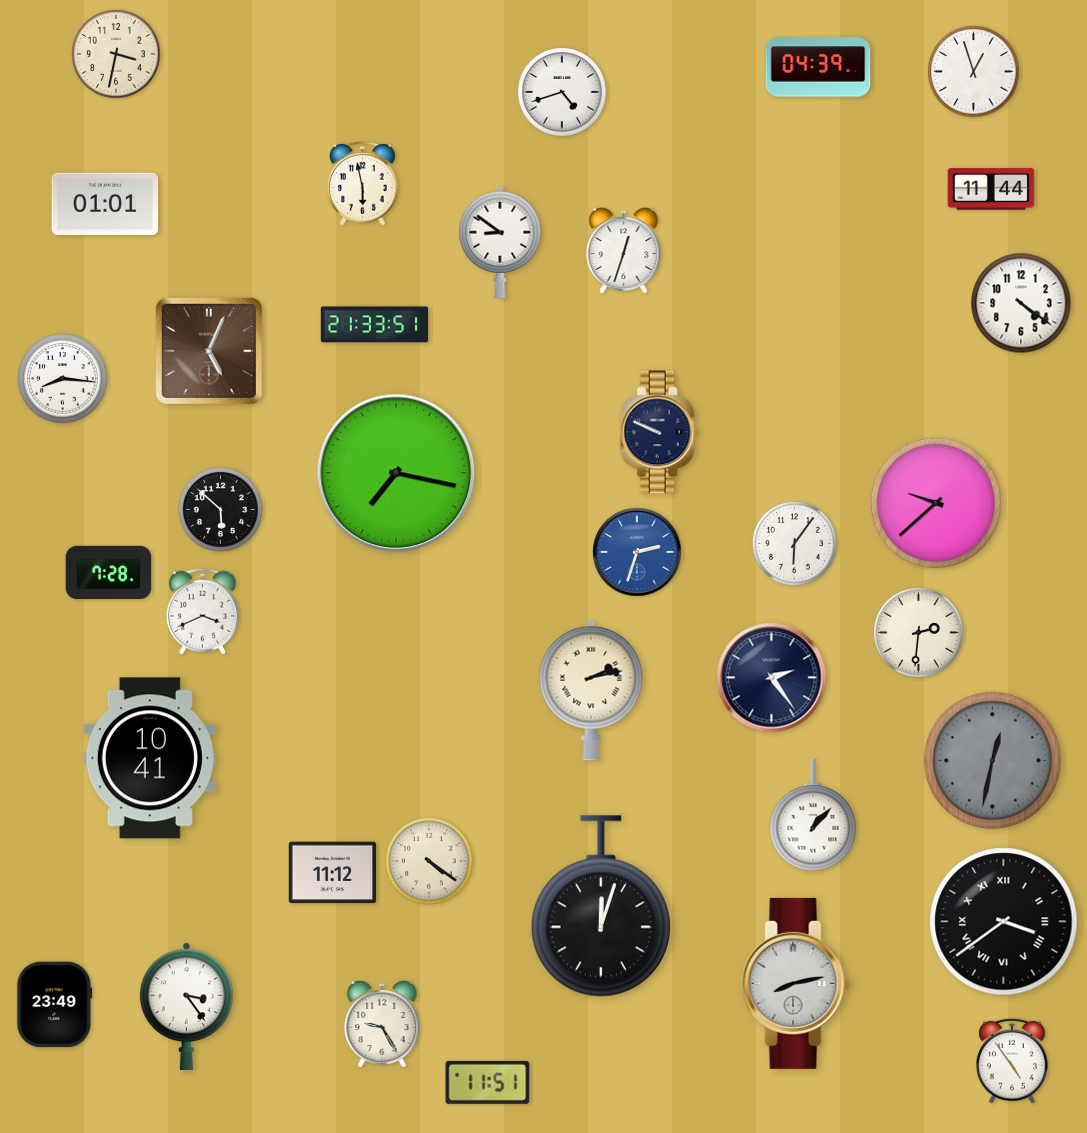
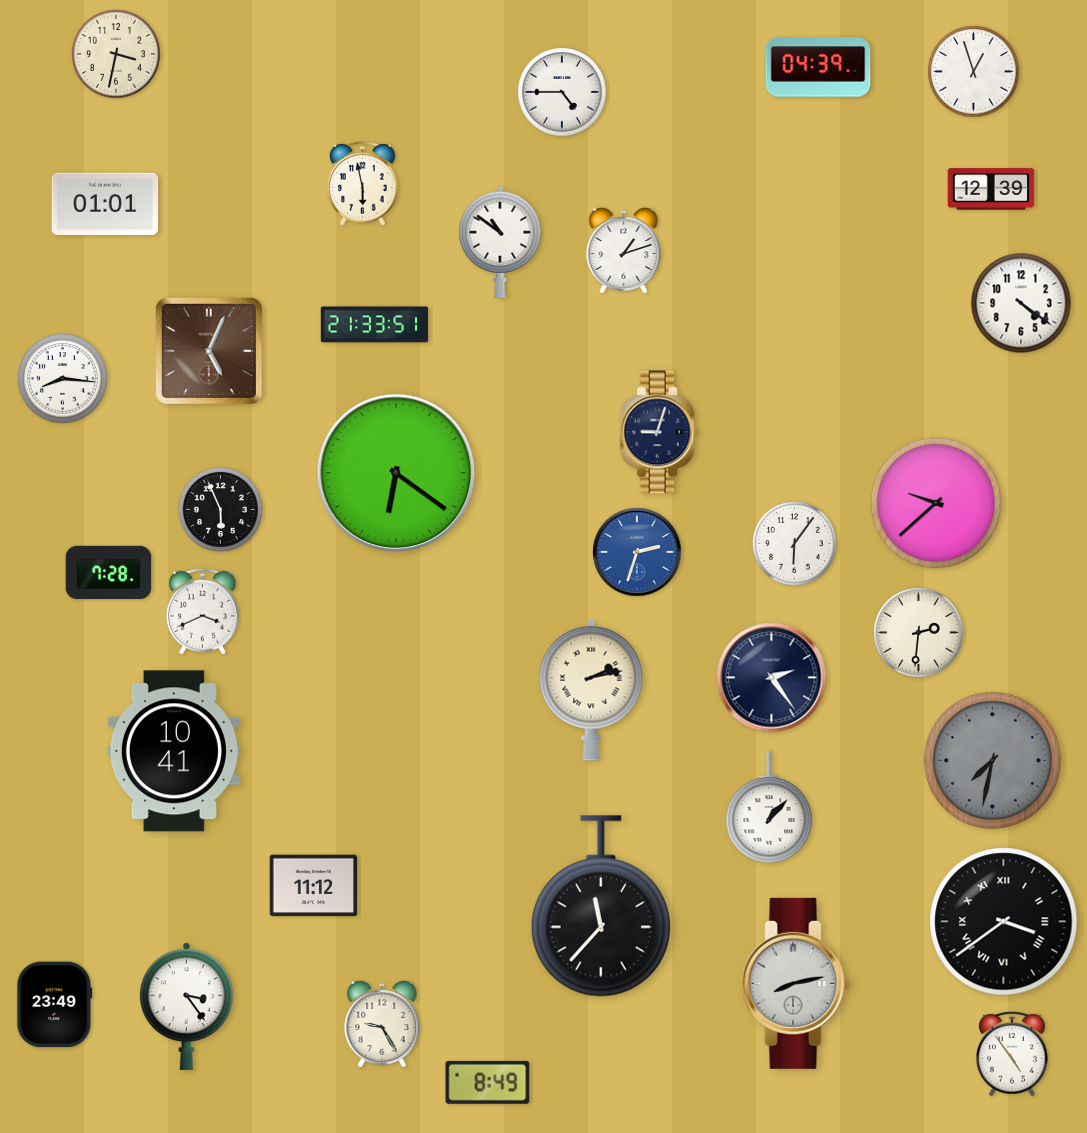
clock at (562, 92): 4:42 -> 4:45
clock at (991, 189): 11:44 -> 12:39
clock at (500, 242): 8:51 -> 10:51
clock at (624, 251): 12:33 -> 1:12
clock at (659, 432): 9:49 -> 9:03
clock at (396, 473): 7:17 -> 6:21
clock at (221, 510): 5:52 -> 5:56
clock at (150, 758) position: (150, 758) -> (174, 751)
clock at (992, 760): 12:32 -> 7:32
clock at (813, 815) position: (813, 815) -> (769, 807)
clock at (429, 861): 4:21 -> none
clock at (333, 873) position: (333, 873) -> (314, 886)
clock at (601, 906): 12:03 -> 11:37
clock at (1013, 1061) position: (1013, 1061) -> (1013, 1054)
clock at (488, 1082): 11:51 -> 8:49
